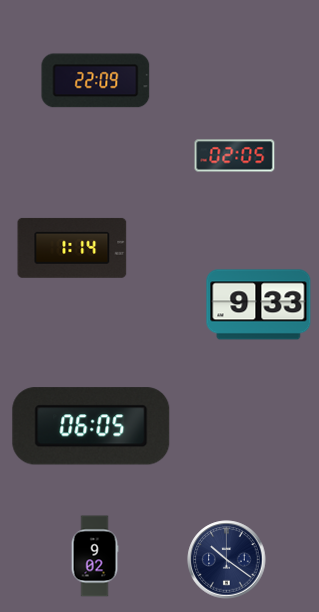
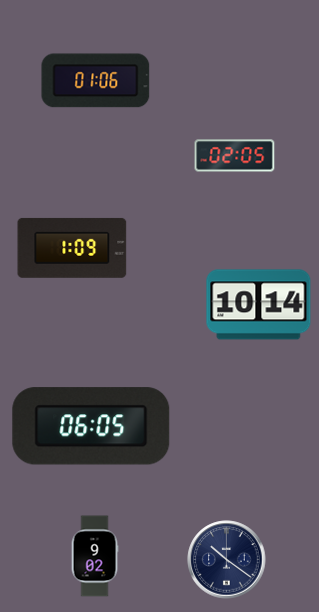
clock at (96, 81): 22:09 -> 01:06
clock at (72, 248): 1:14 -> 1:09
clock at (259, 305): 9:33 -> 10:14
